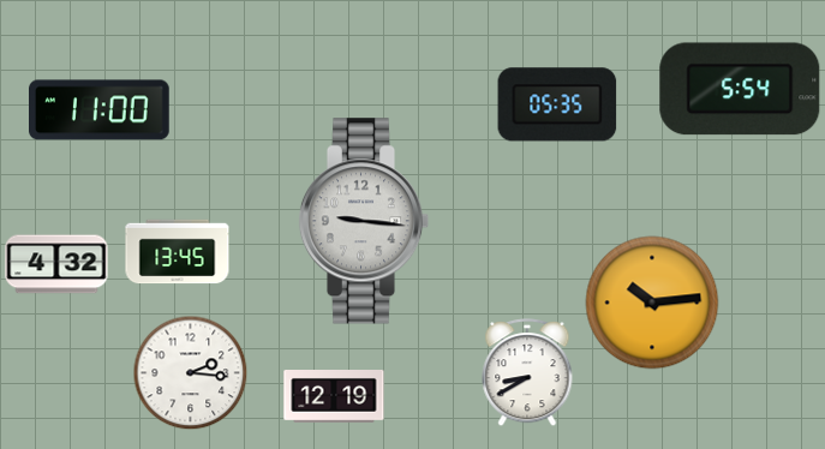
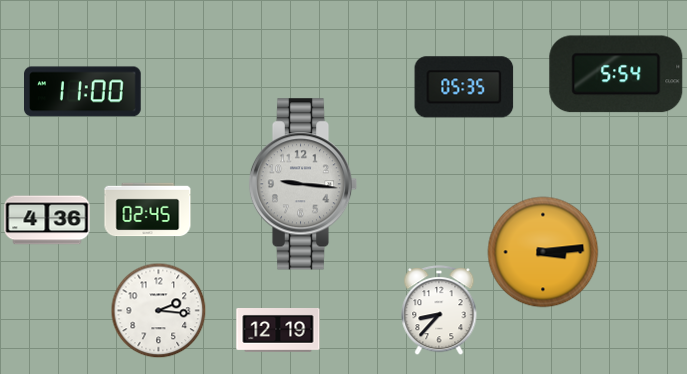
clock at (178, 252): 13:45 -> 02:45
clock at (56, 264): 4:32 -> 4:36
clock at (652, 303): 10:14 -> 3:14
clock at (527, 372): 8:40 -> 8:37
